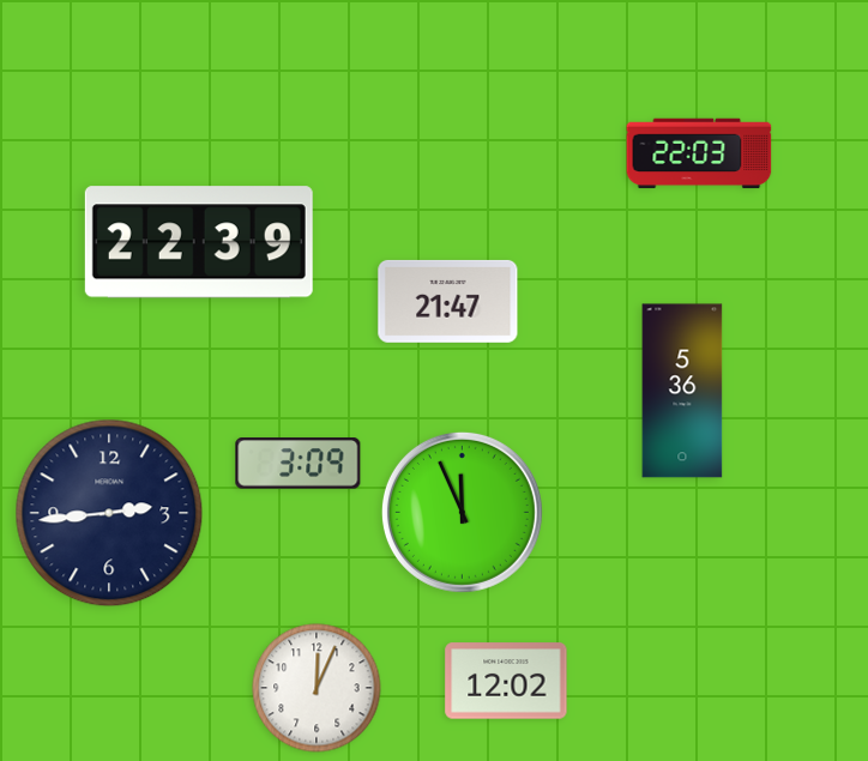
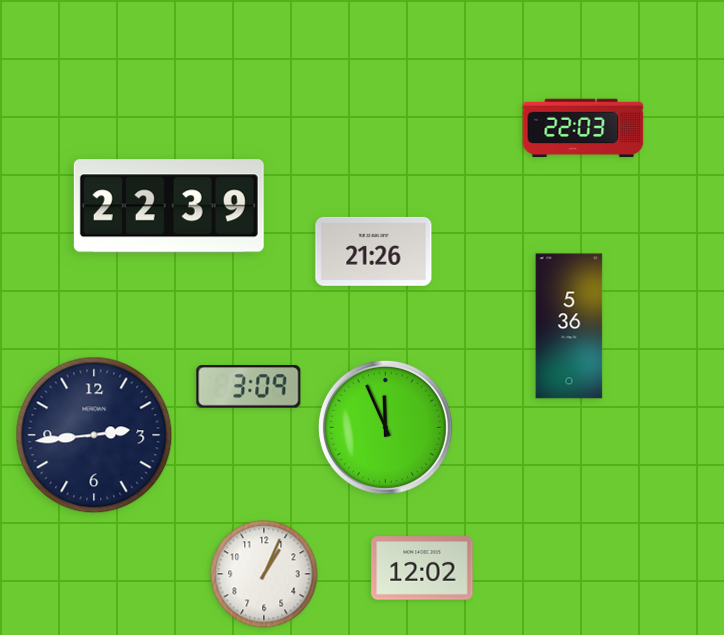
clock at (199, 242) position: (199, 242) -> (169, 206)
clock at (448, 301): 21:47 -> 21:26
clock at (109, 513) position: (109, 513) -> (94, 435)
clock at (317, 688): 12:04 -> 1:04
